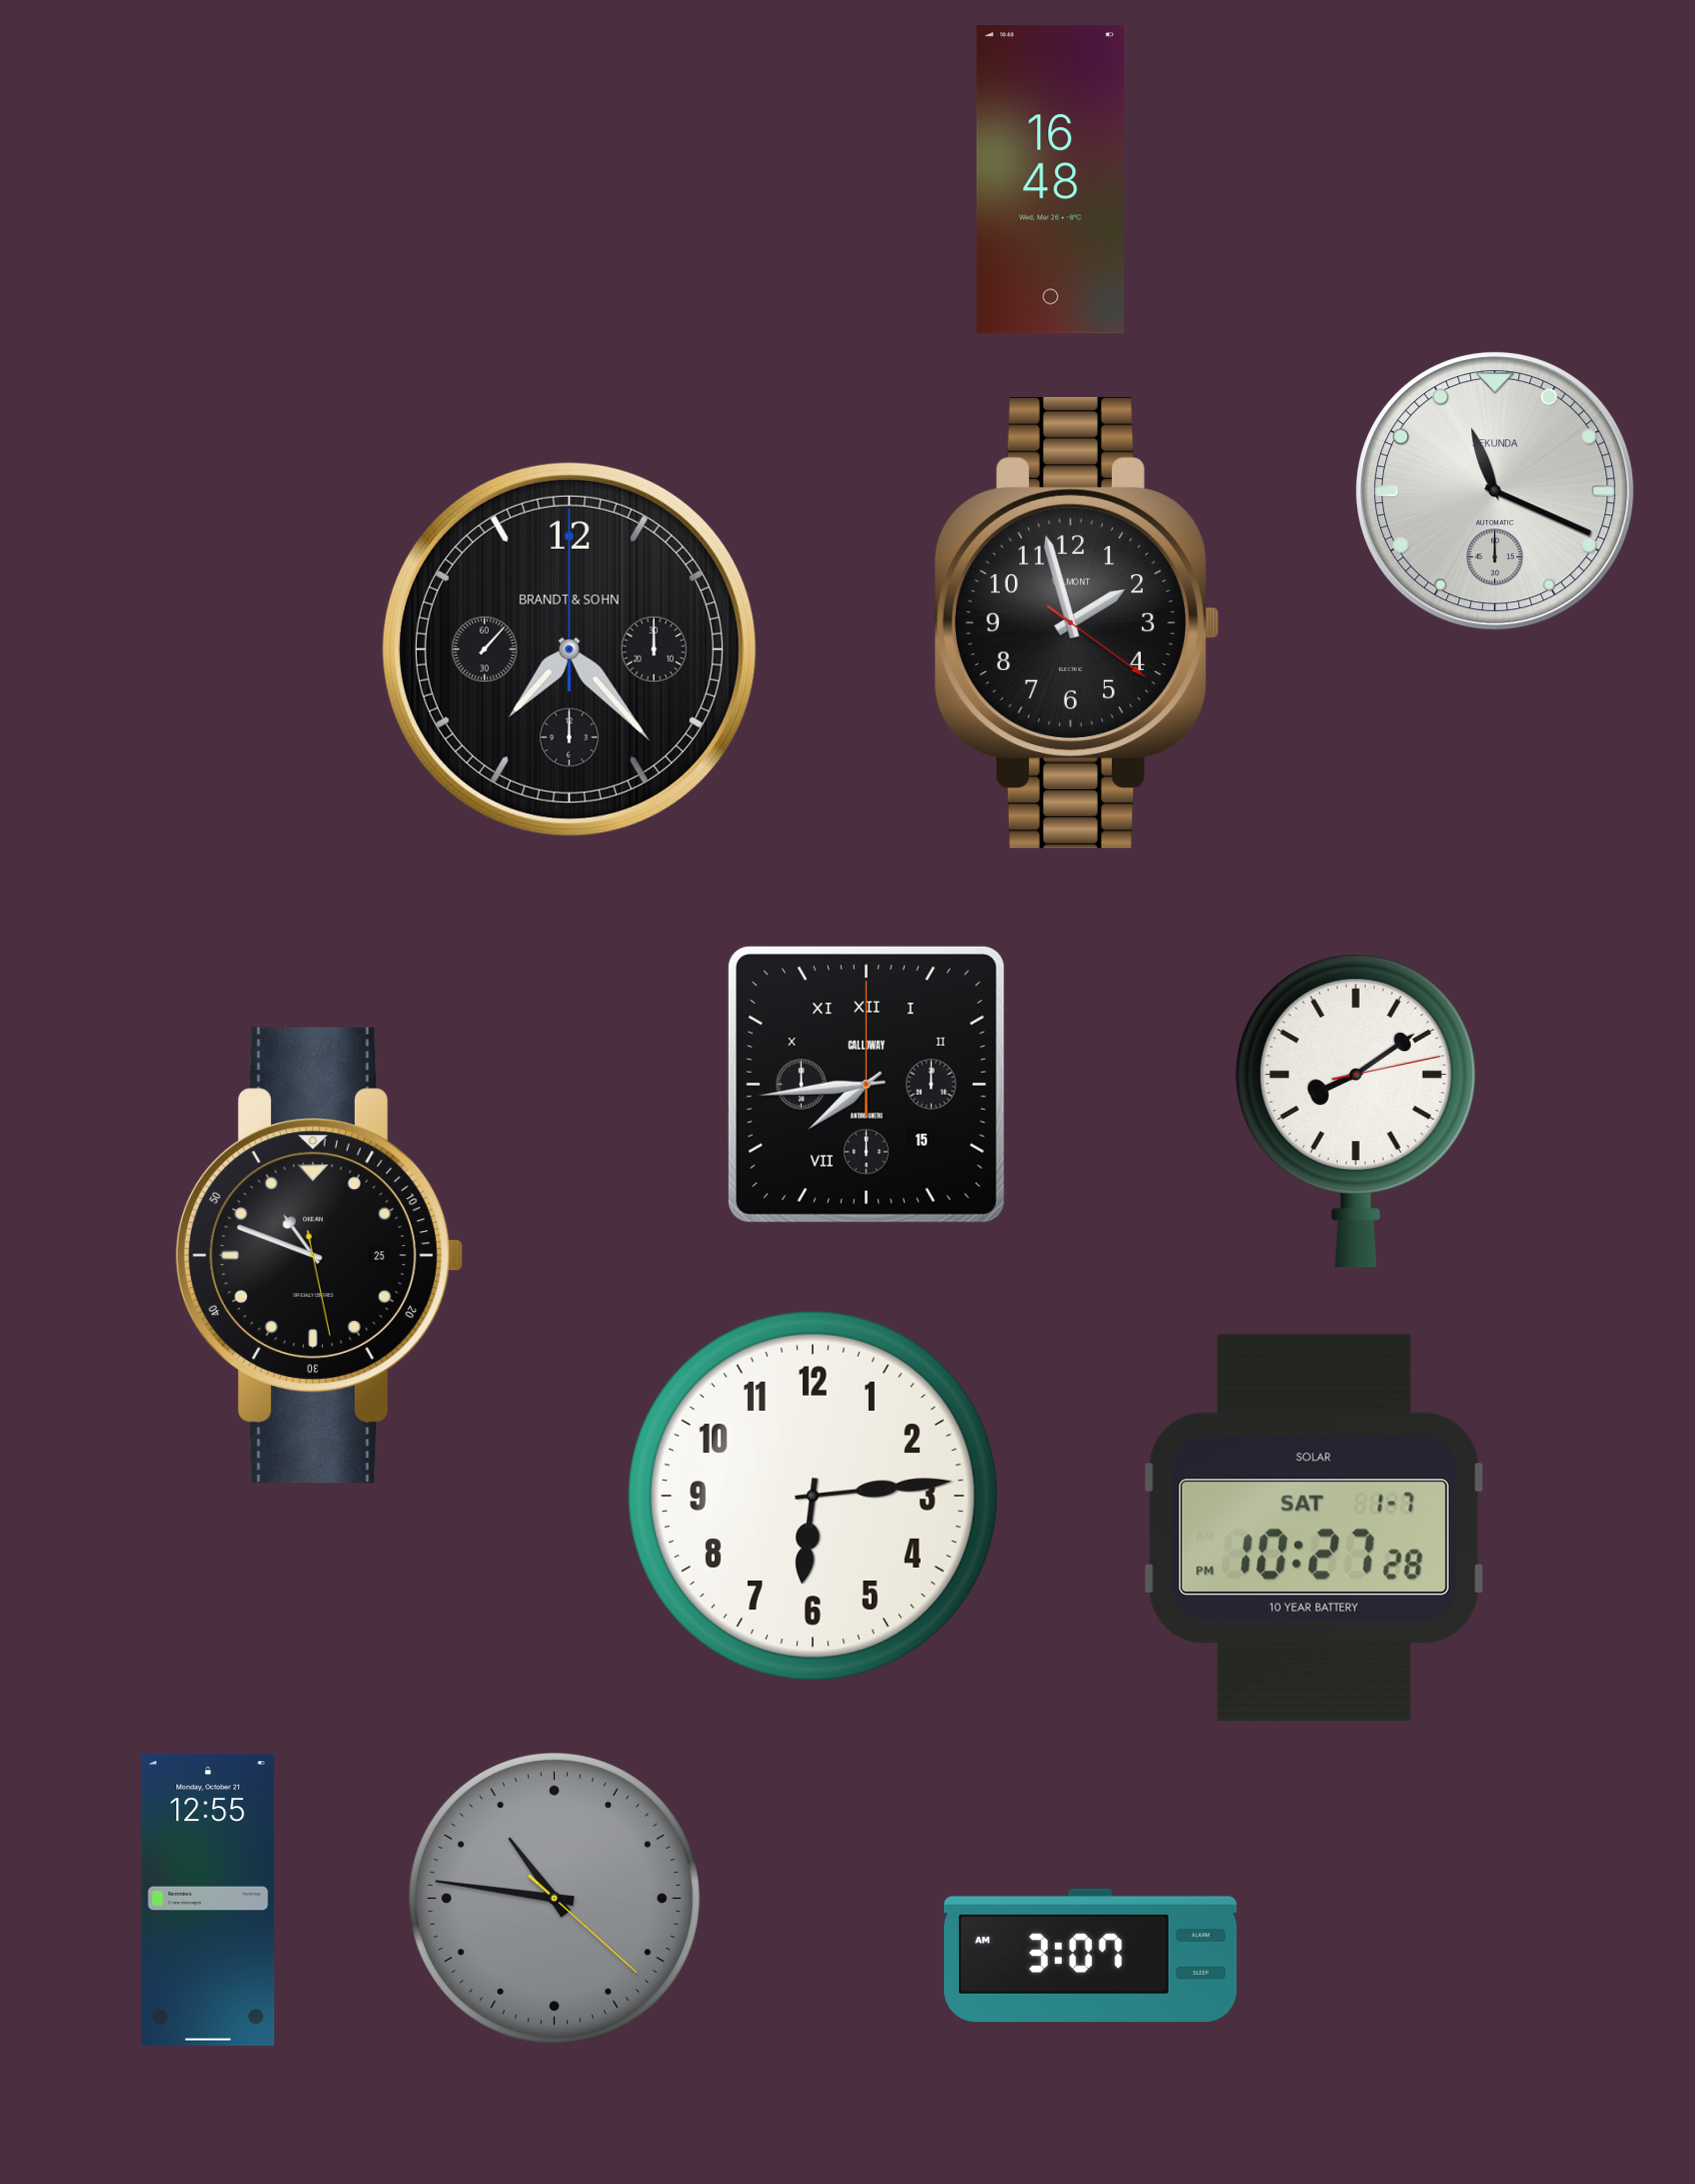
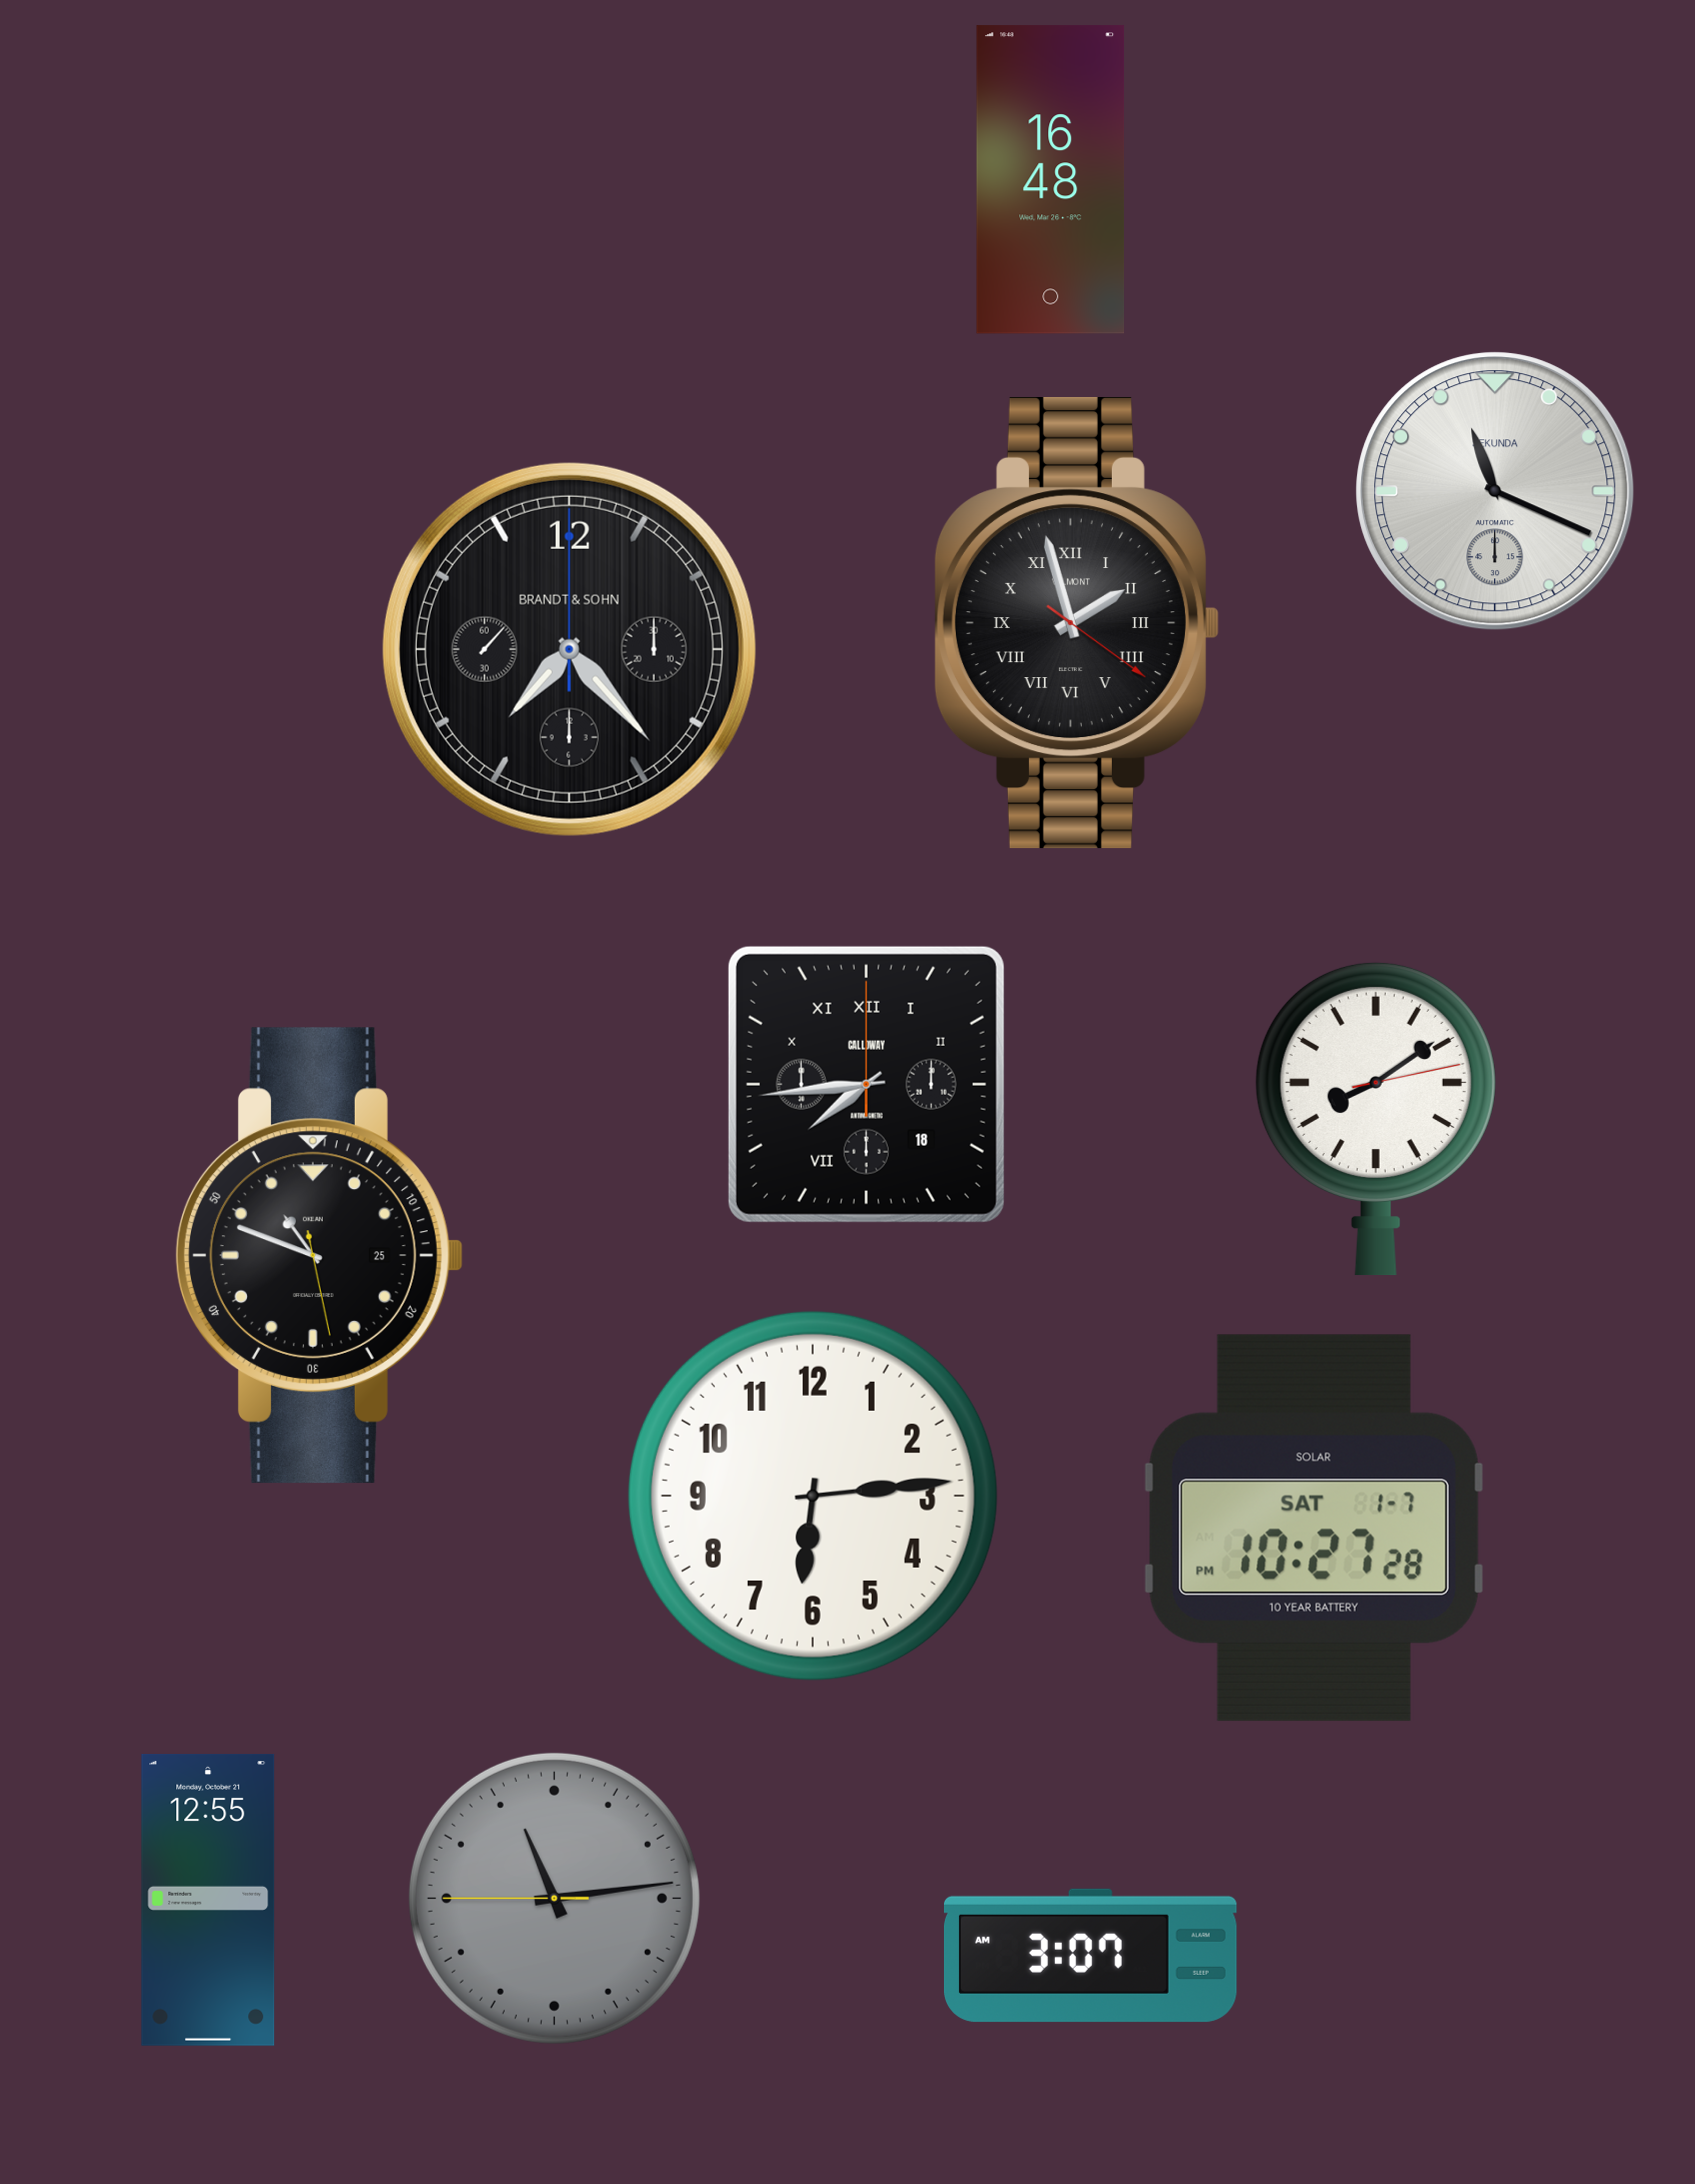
clock at (1076, 624) numerals: Arabic -> Roman
clock at (866, 1084) date: 15 -> 18
clock at (1356, 1111) position: (1356, 1111) -> (1376, 1119)
clock at (554, 1898): 10:46 -> 11:13
